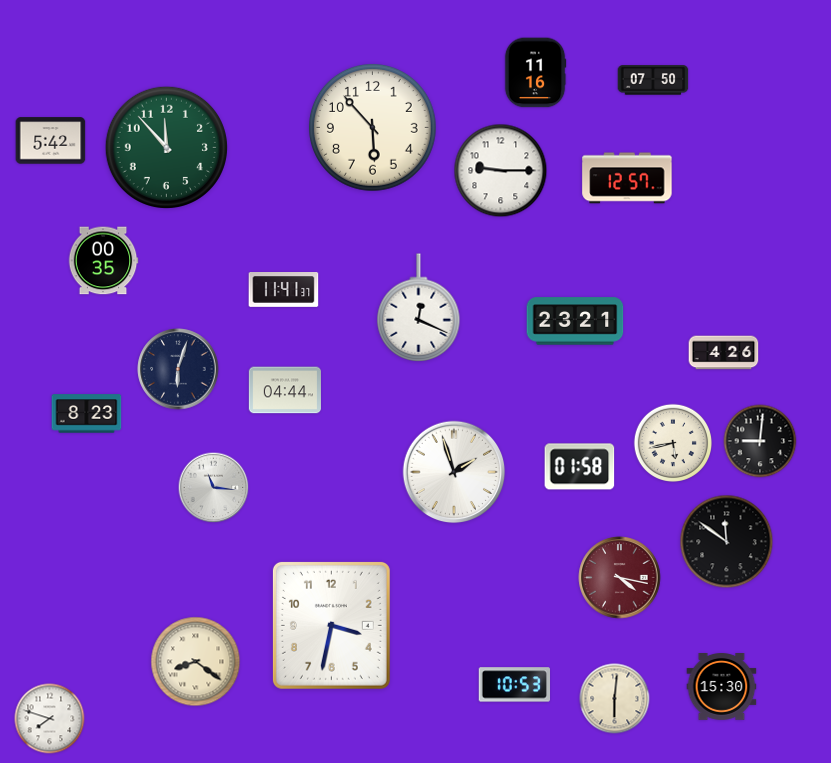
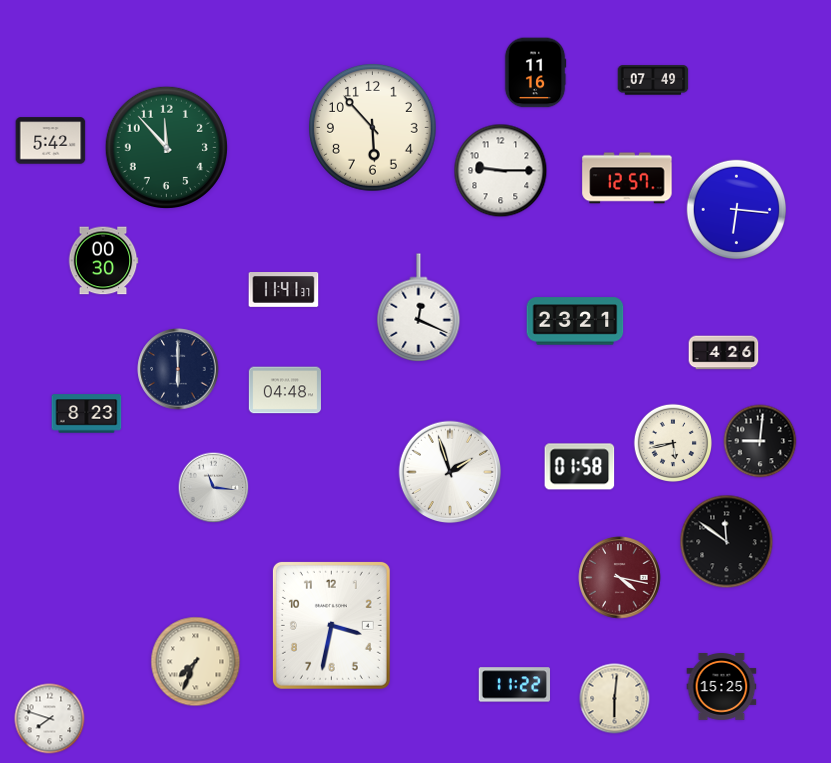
clock at (653, 80): 07:50 -> 07:49
clock at (736, 209): none -> 6:16
clock at (103, 261): 00:35 -> 00:30
clock at (178, 369): 6:03 -> 6:00
clock at (285, 390): 04:44 -> 04:48
clock at (454, 472) position: (454, 472) -> (450, 472)
clock at (196, 662): 8:21 -> 7:34
clock at (515, 685): 10:53 -> 11:22
clock at (722, 687): 15:30 -> 15:25
